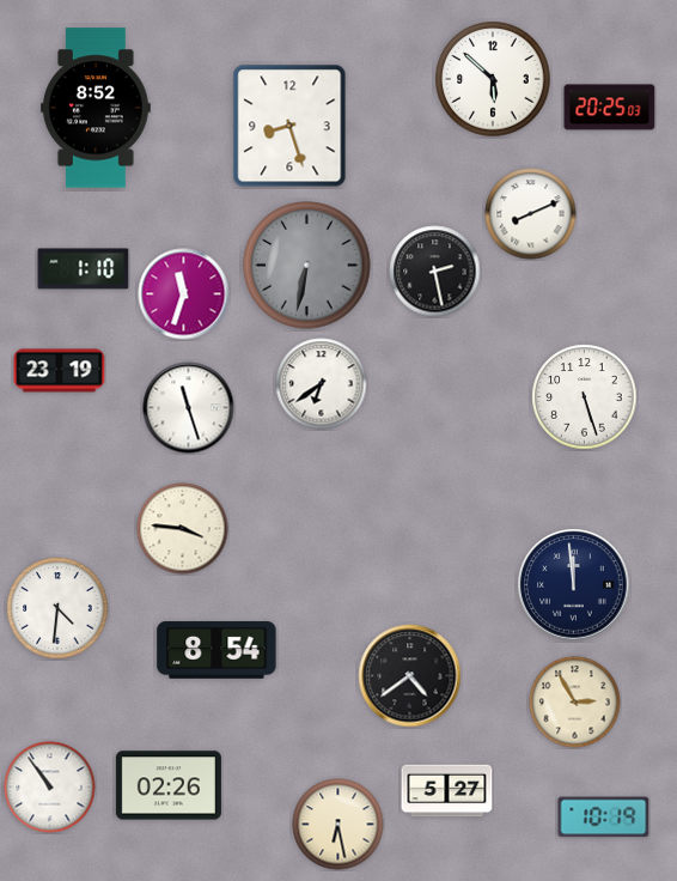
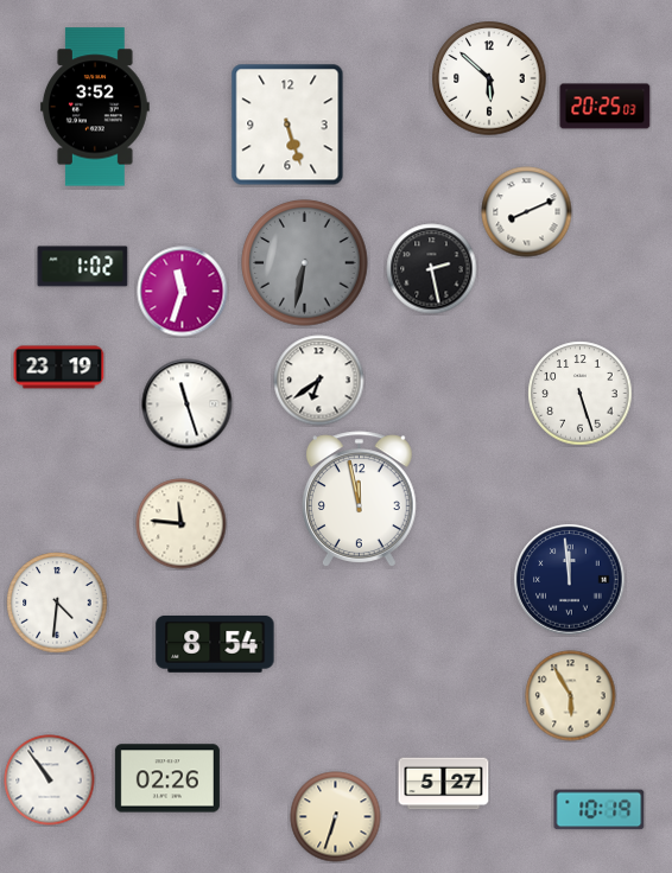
clock at (96, 108): 8:52 -> 3:52
clock at (289, 126): 8:27 -> 5:27
clock at (84, 269): 1:10 -> 1:02
clock at (359, 499): none -> 11:58
clock at (183, 529): 3:46 -> 11:46
clock at (410, 676): 4:39 -> none
clock at (575, 703): 2:55 -> 5:55
clock at (338, 825): 6:28 -> 6:33
